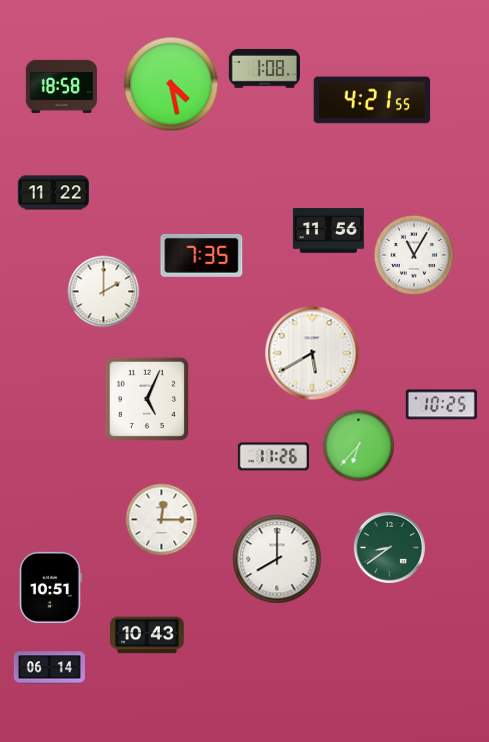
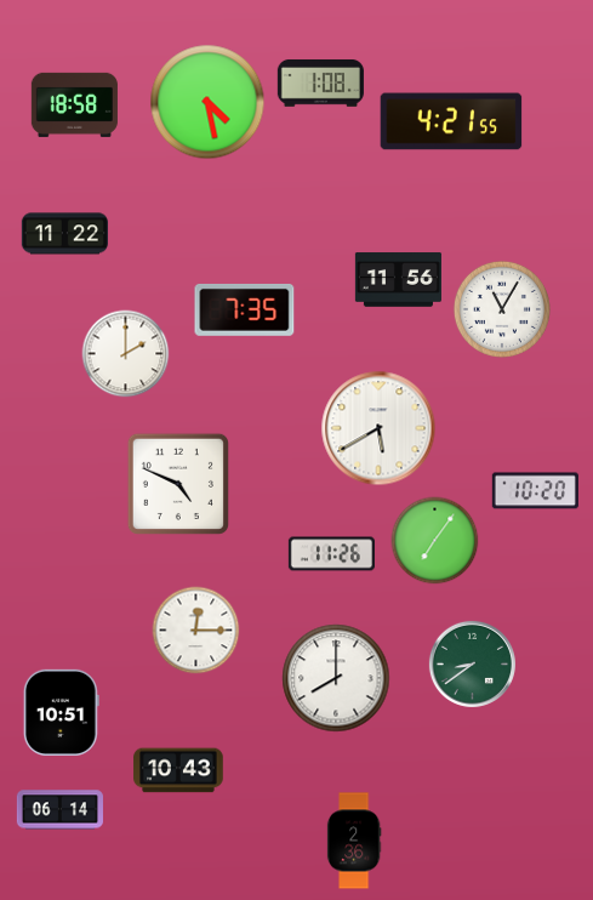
clock at (147, 399): 5:04 -> 4:49
clock at (441, 405): 10:25 -> 10:20
clock at (359, 446): 6:37 -> 7:06
clock at (354, 841): none -> 2:36
